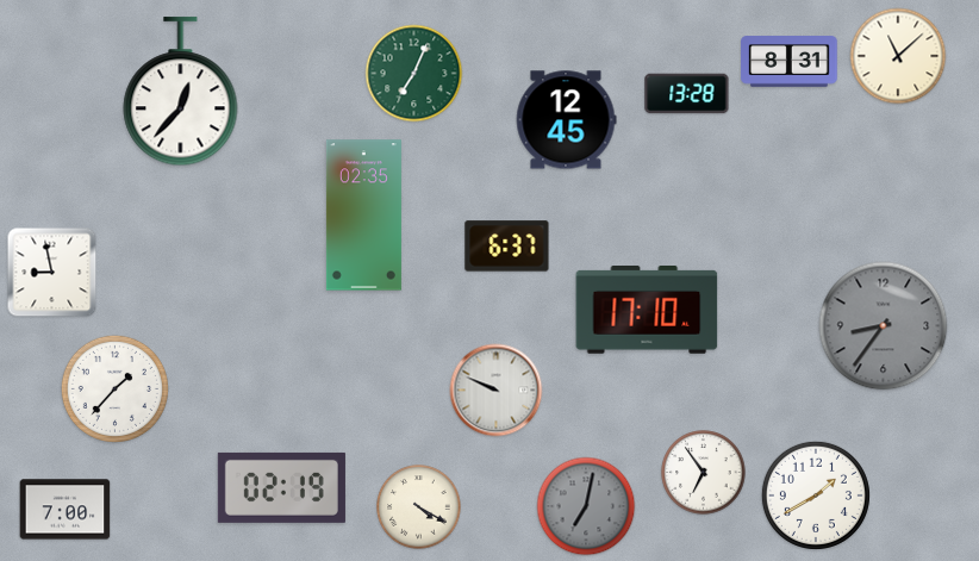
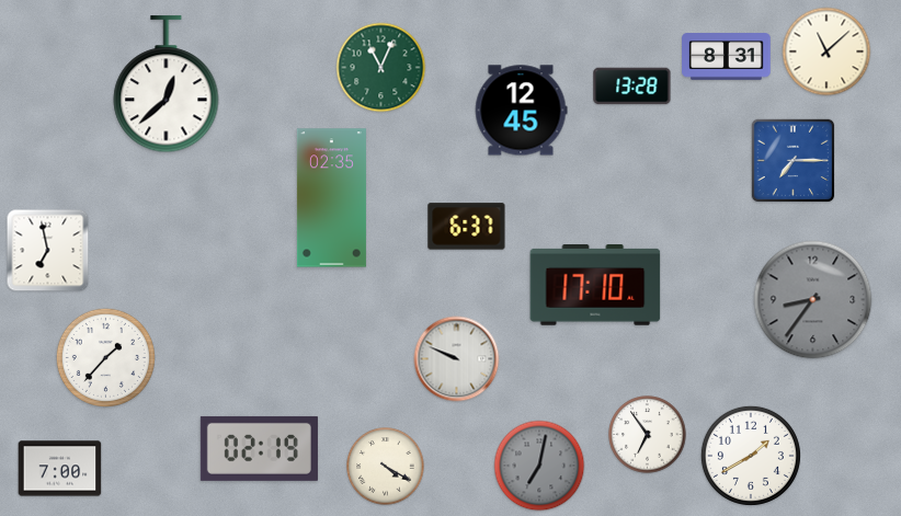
clock at (414, 74): 7:04 -> 11:04
clock at (181, 92): 12:37 -> 12:38
clock at (794, 161): none -> 7:15
clock at (363, 216) position: (363, 216) -> (331, 198)
clock at (52, 273): 8:58 -> 6:58
